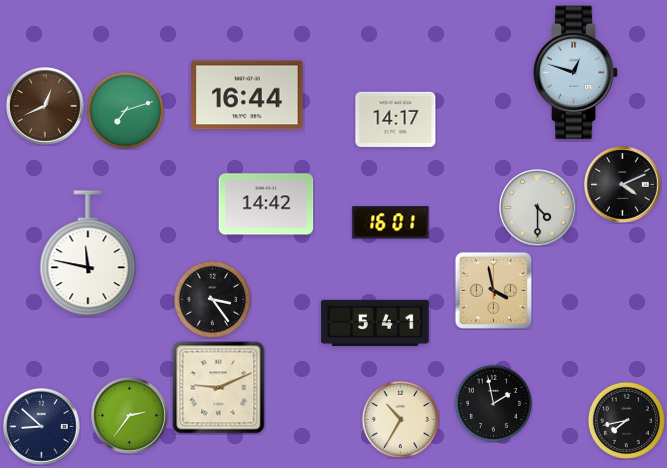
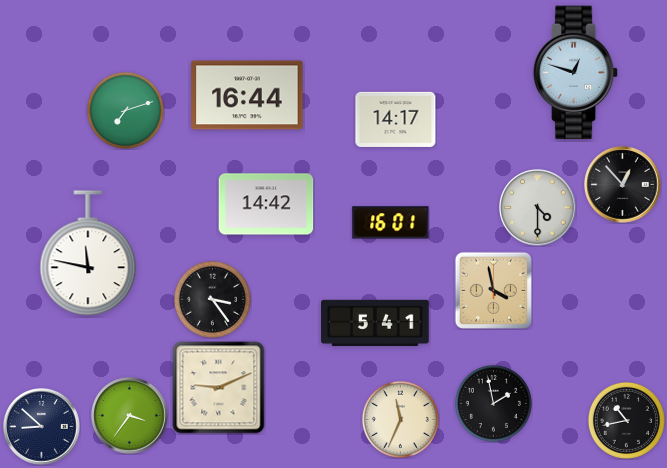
clock at (45, 106): 12:41 -> none
clock at (623, 185): 4:11 -> 12:53
clock at (130, 416): 2:36 -> 3:36
clock at (400, 419): 10:35 -> 11:34
clock at (626, 420): 7:43 -> 10:43
